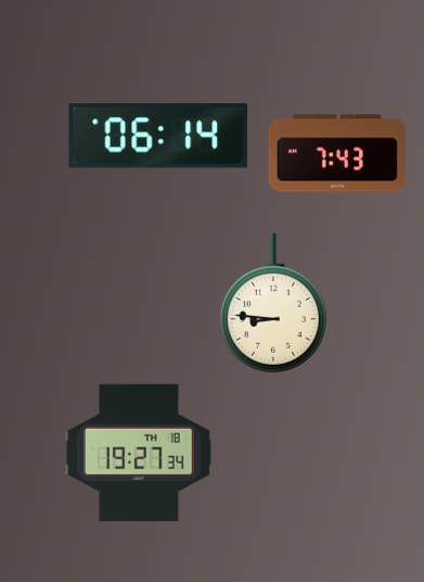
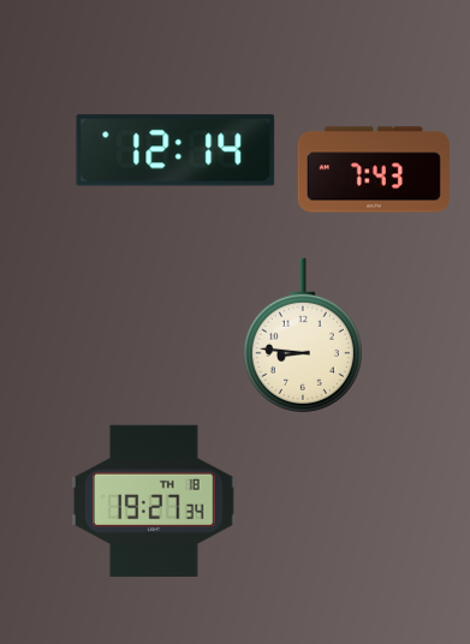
clock at (158, 136): 06:14 -> 12:14
